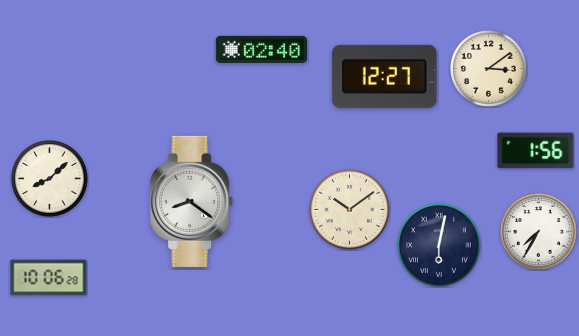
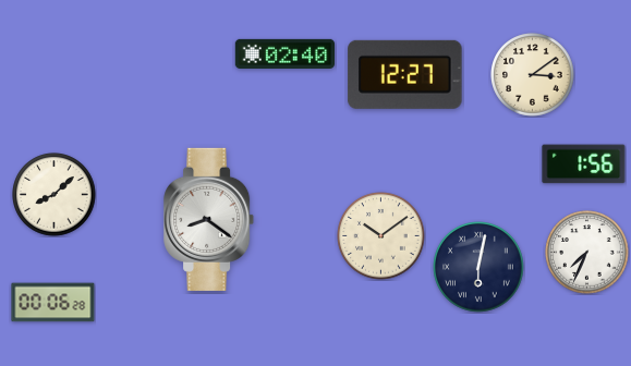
clock at (385, 76) position: (385, 76) -> (405, 74)
clock at (350, 210) position: (350, 210) -> (381, 236)
clock at (539, 232): 7:35 -> 7:34
clock at (49, 278): 10:06 -> 00:06
